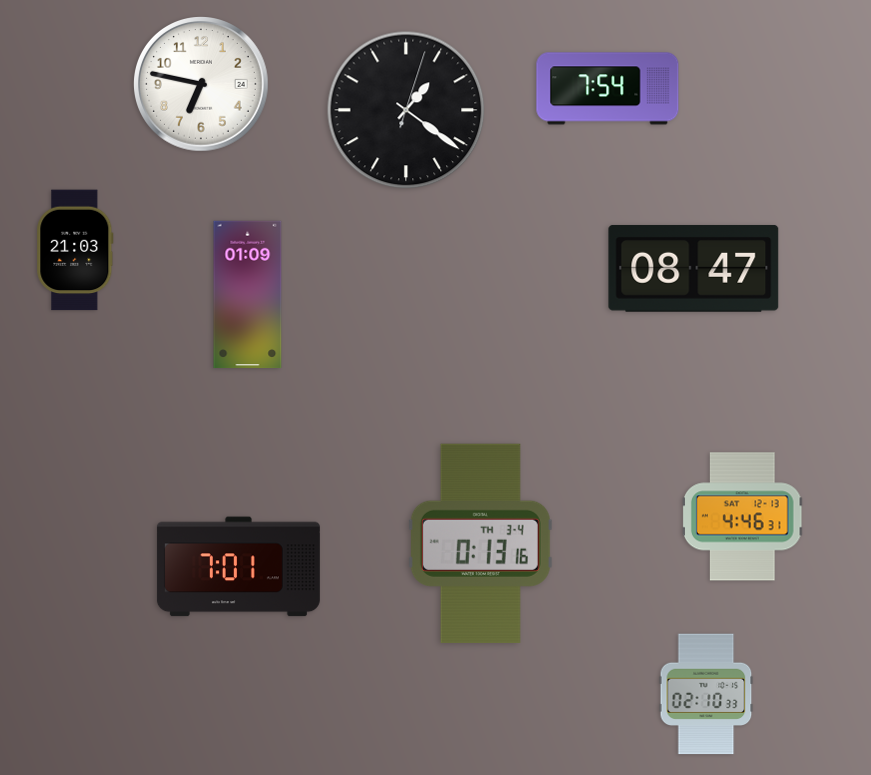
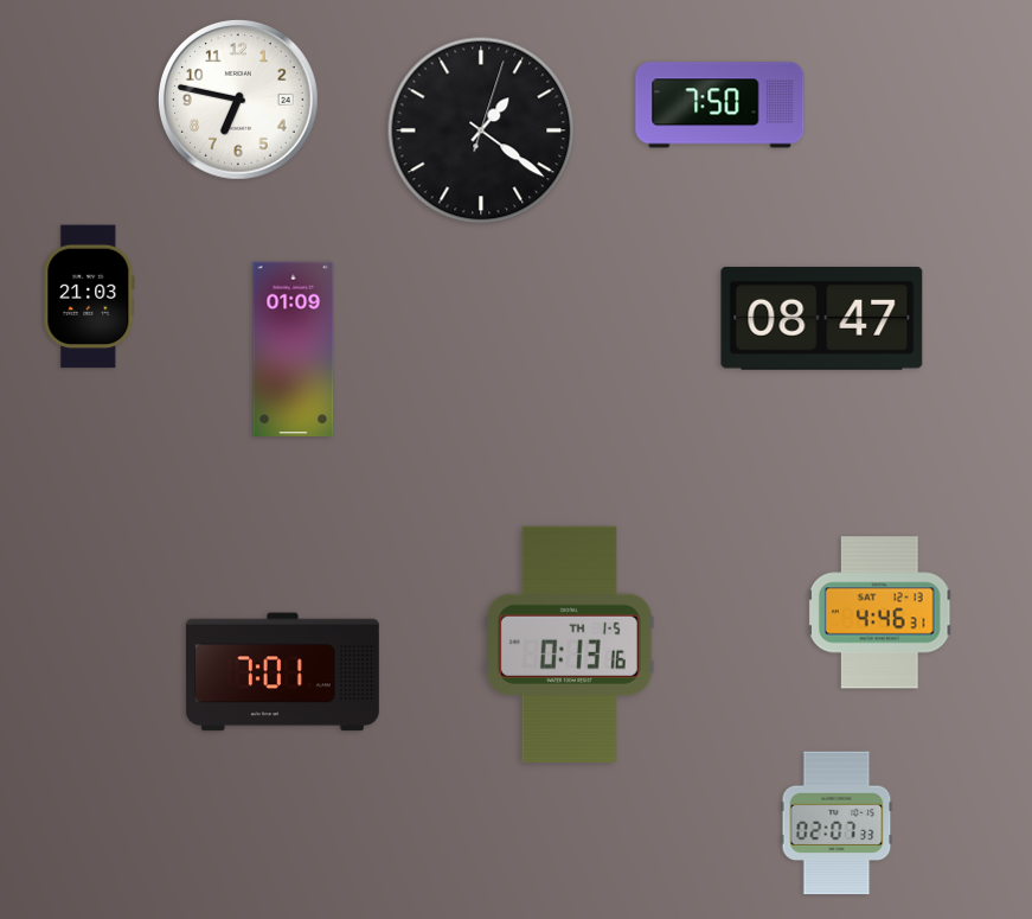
clock at (608, 89): 7:54 -> 7:50
clock at (480, 543) date: TH 3-4 -> TH 1-5
clock at (706, 694): 02:10 -> 02:07
